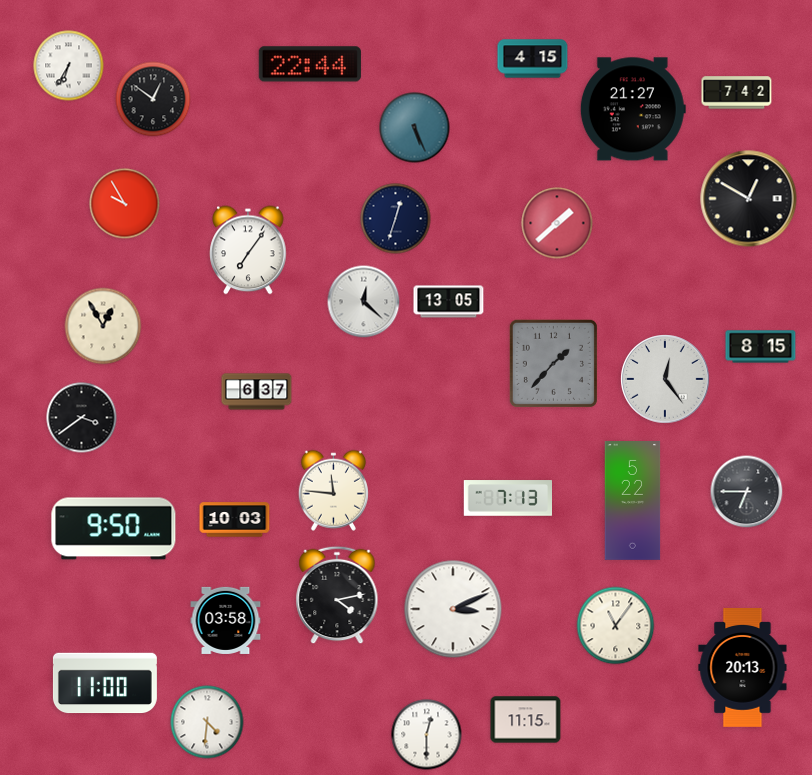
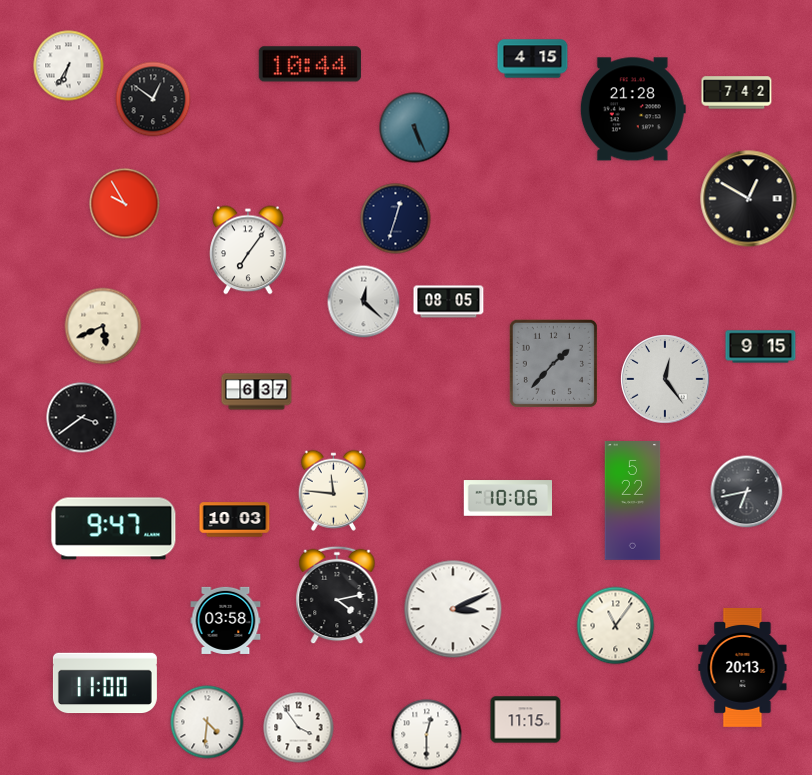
clock at (310, 64): 22:44 -> 10:44
clock at (633, 109): 21:27 -> 21:28
clock at (557, 223): 1:38 -> none
clock at (449, 302): 13:05 -> 08:05
clock at (103, 326): 12:55 -> 5:41
clock at (761, 347): 8:15 -> 9:15
clock at (747, 492): 6:45 -> 6:43
clock at (507, 498): 7:13 -> 10:06
clock at (114, 529): 9:50 -> 9:47
clock at (299, 728): none -> 3:54
